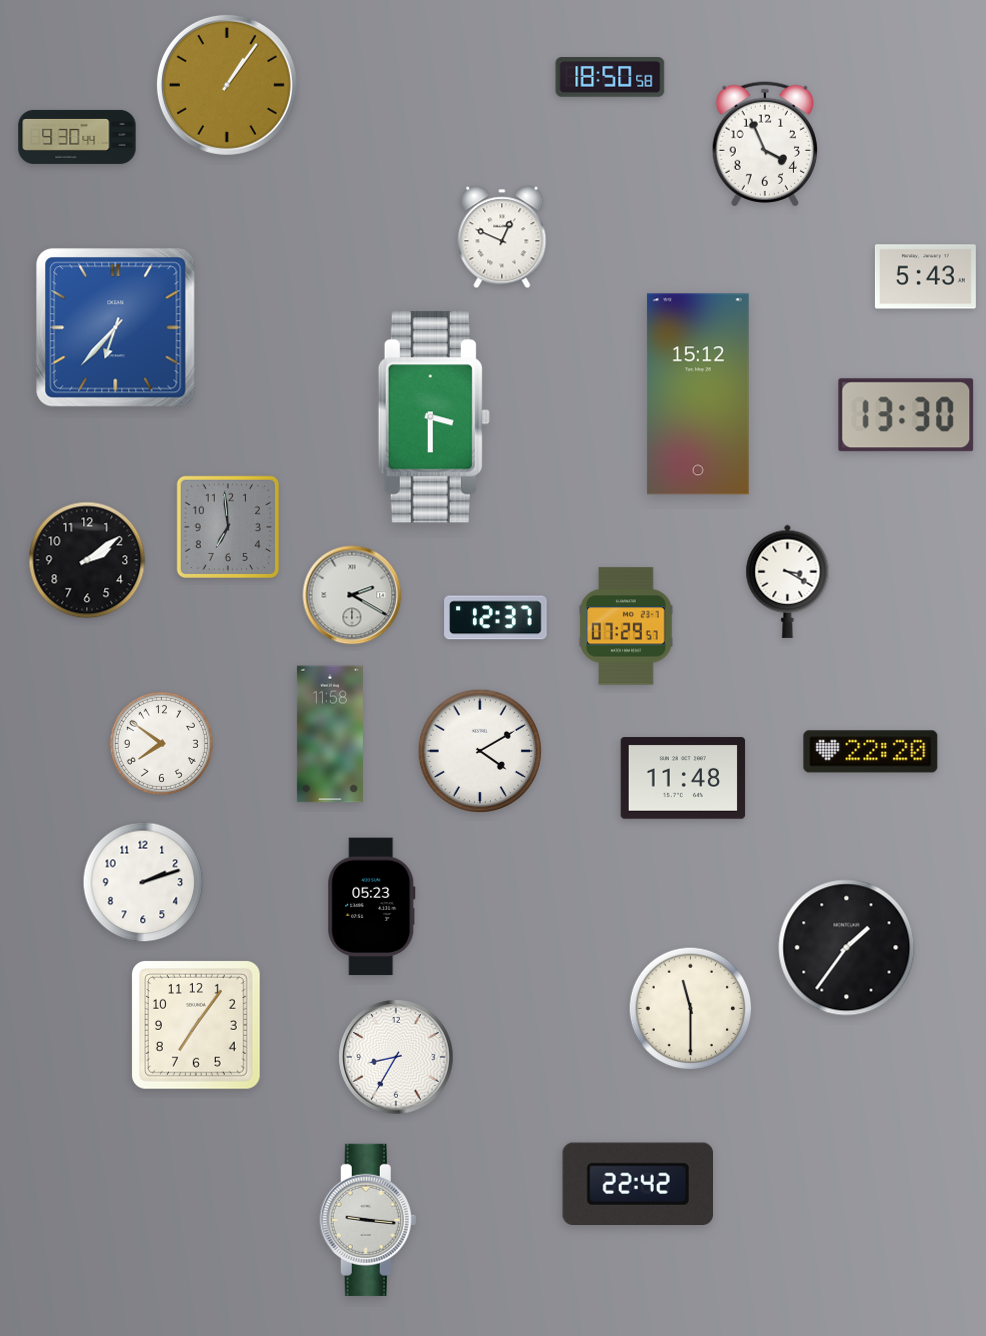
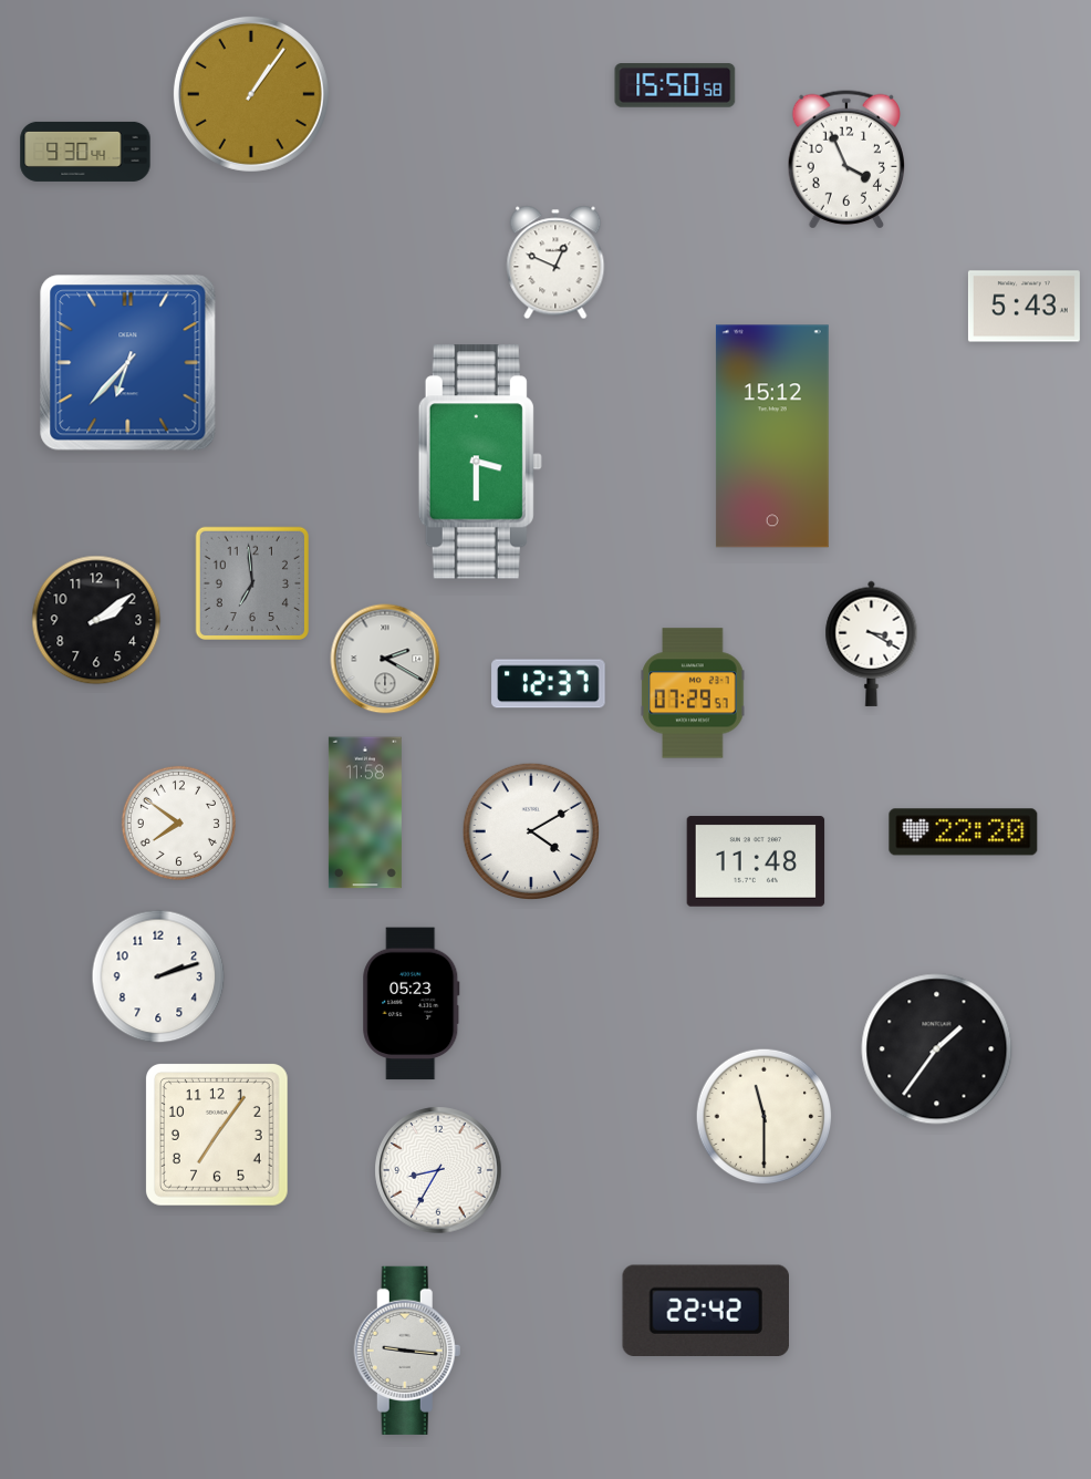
clock at (610, 77): 18:50 -> 15:50
clock at (906, 415): 13:30 -> none
clock at (352, 595) position: (352, 595) -> (385, 659)
